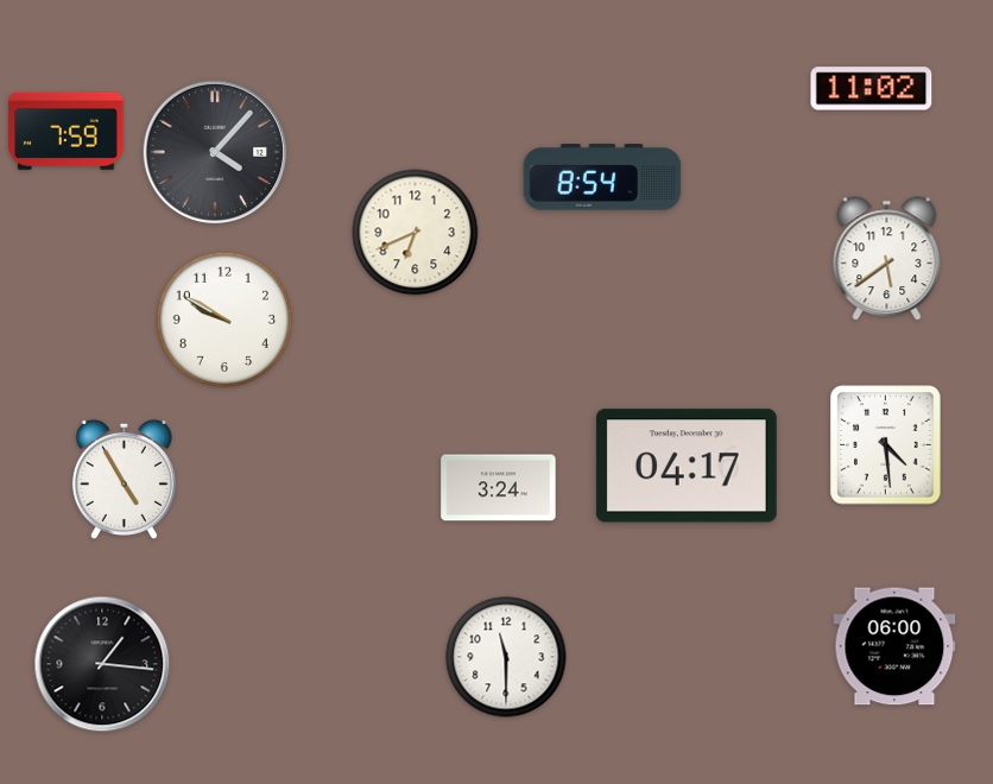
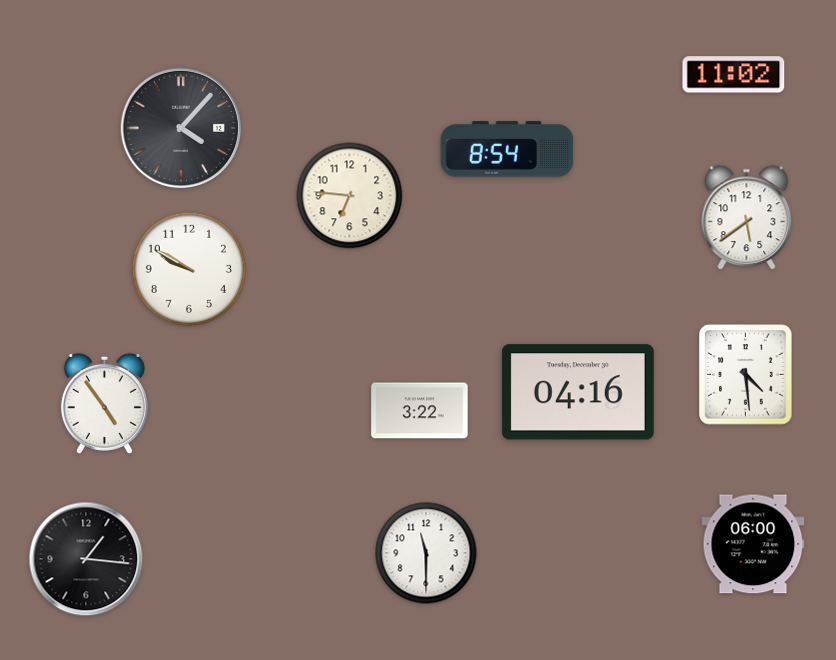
clock at (67, 131): 7:59 -> none
clock at (416, 233): 6:41 -> 6:46
clock at (687, 466): 04:17 -> 04:16
clock at (124, 479): 4:55 -> 4:54
clock at (499, 488): 3:24 -> 3:22
